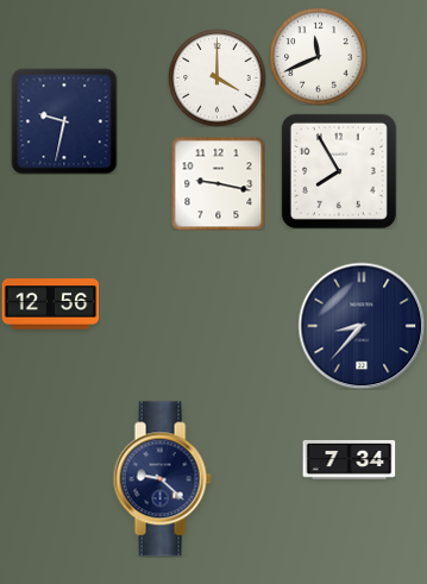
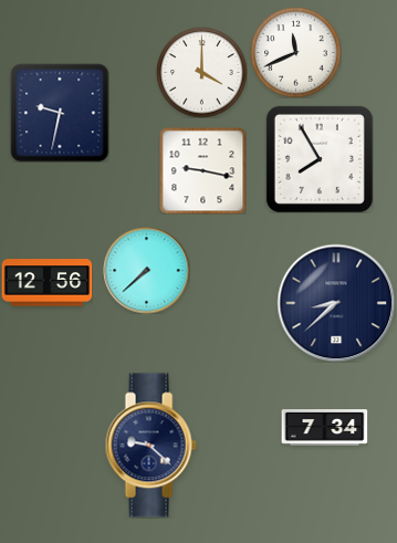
clock at (339, 171) position: (339, 171) -> (320, 159)
clock at (146, 270): none -> 7:38
clock at (362, 326): 8:37 -> 8:38
